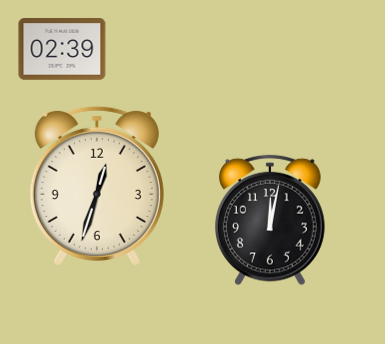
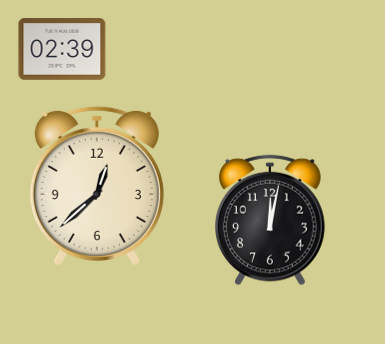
clock at (97, 186): 12:33 -> 12:38
